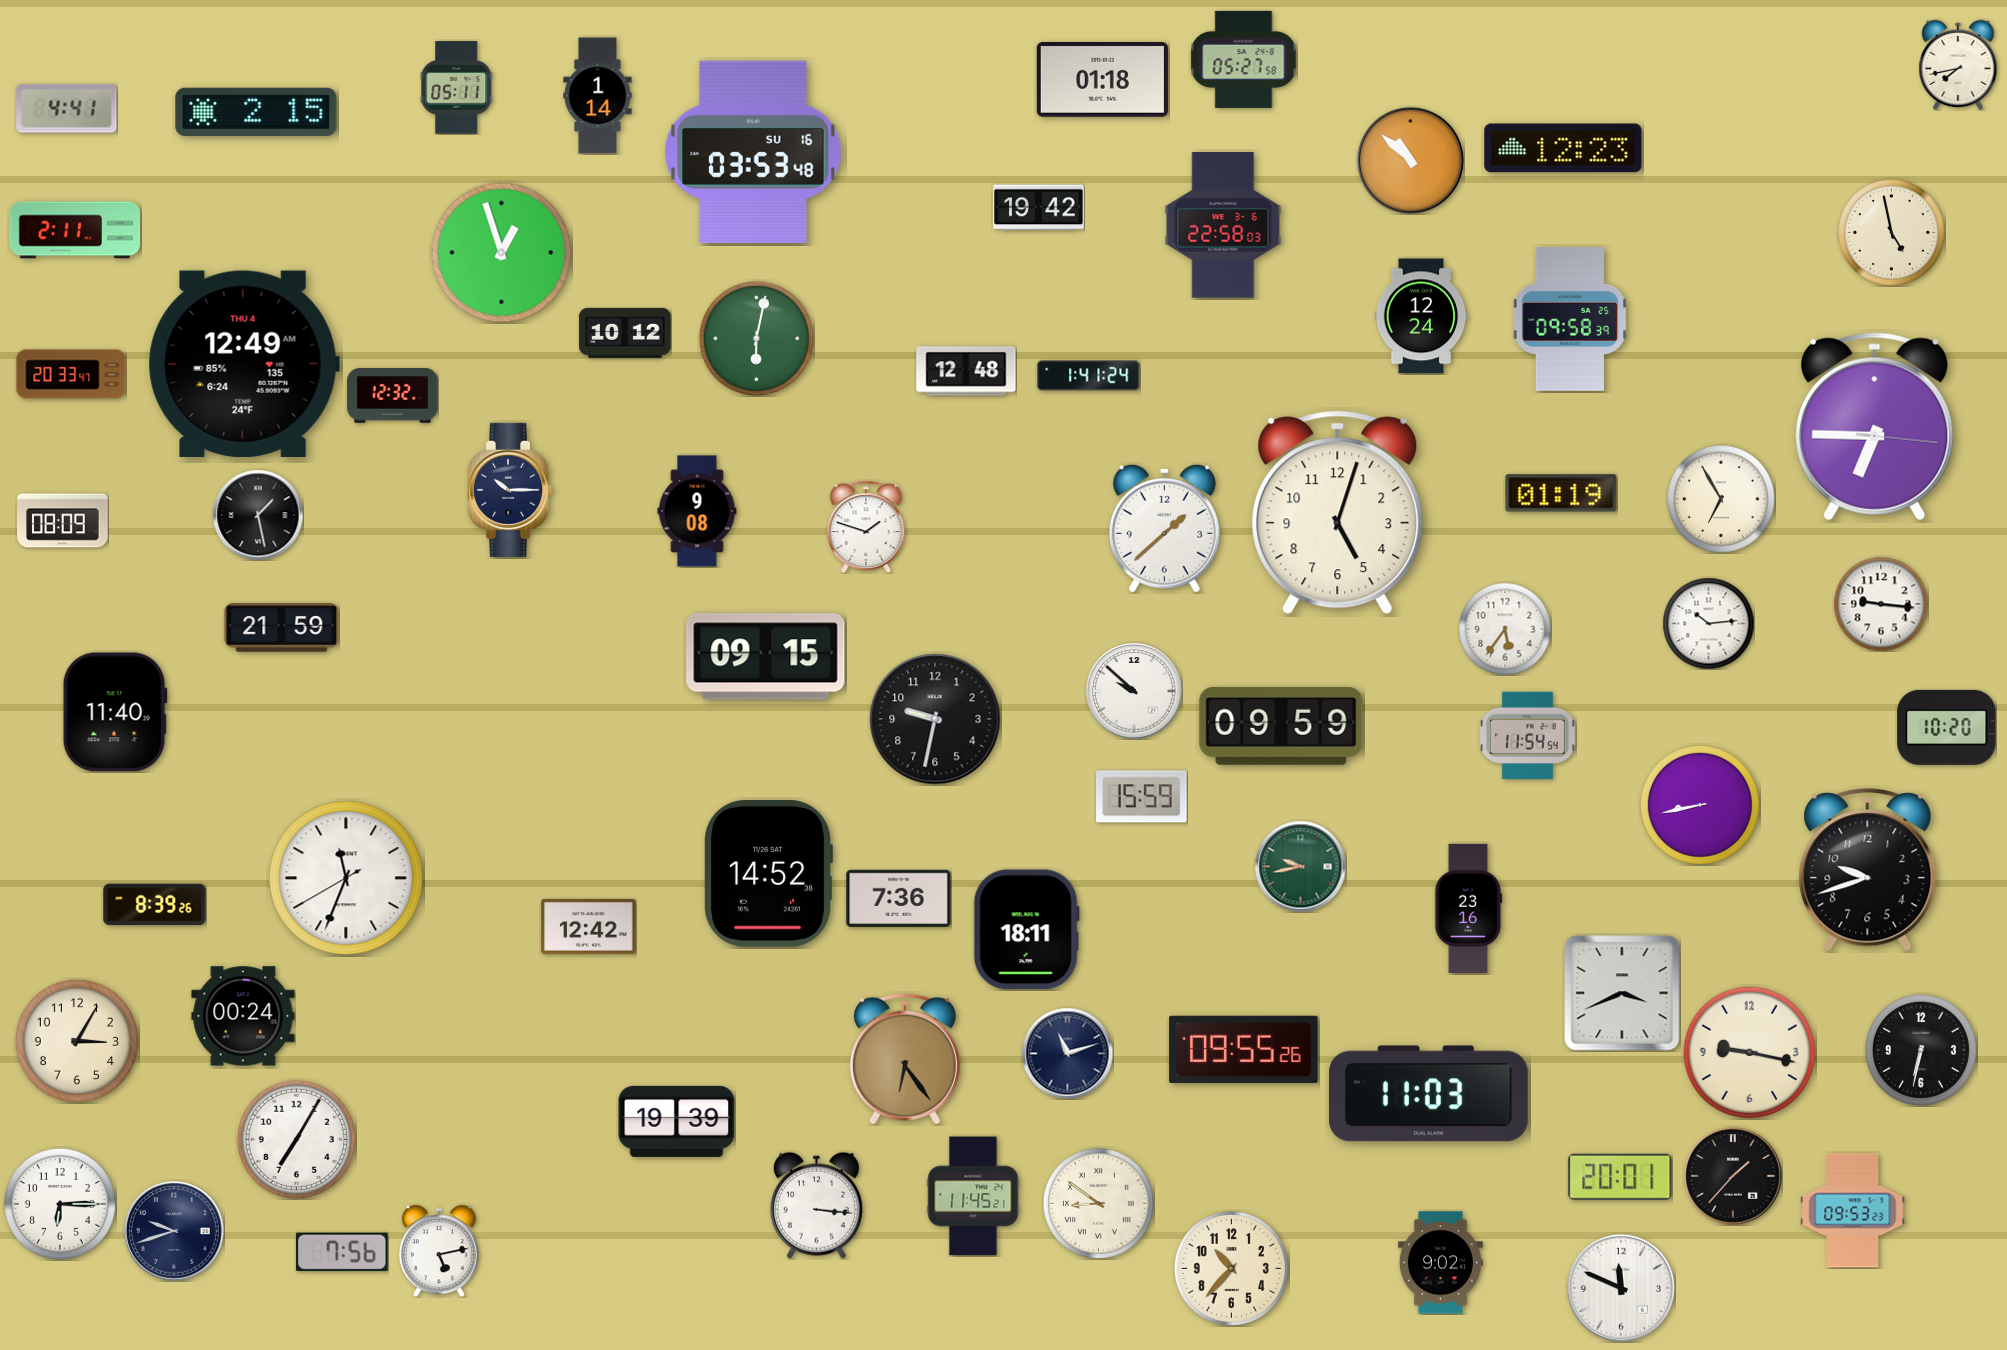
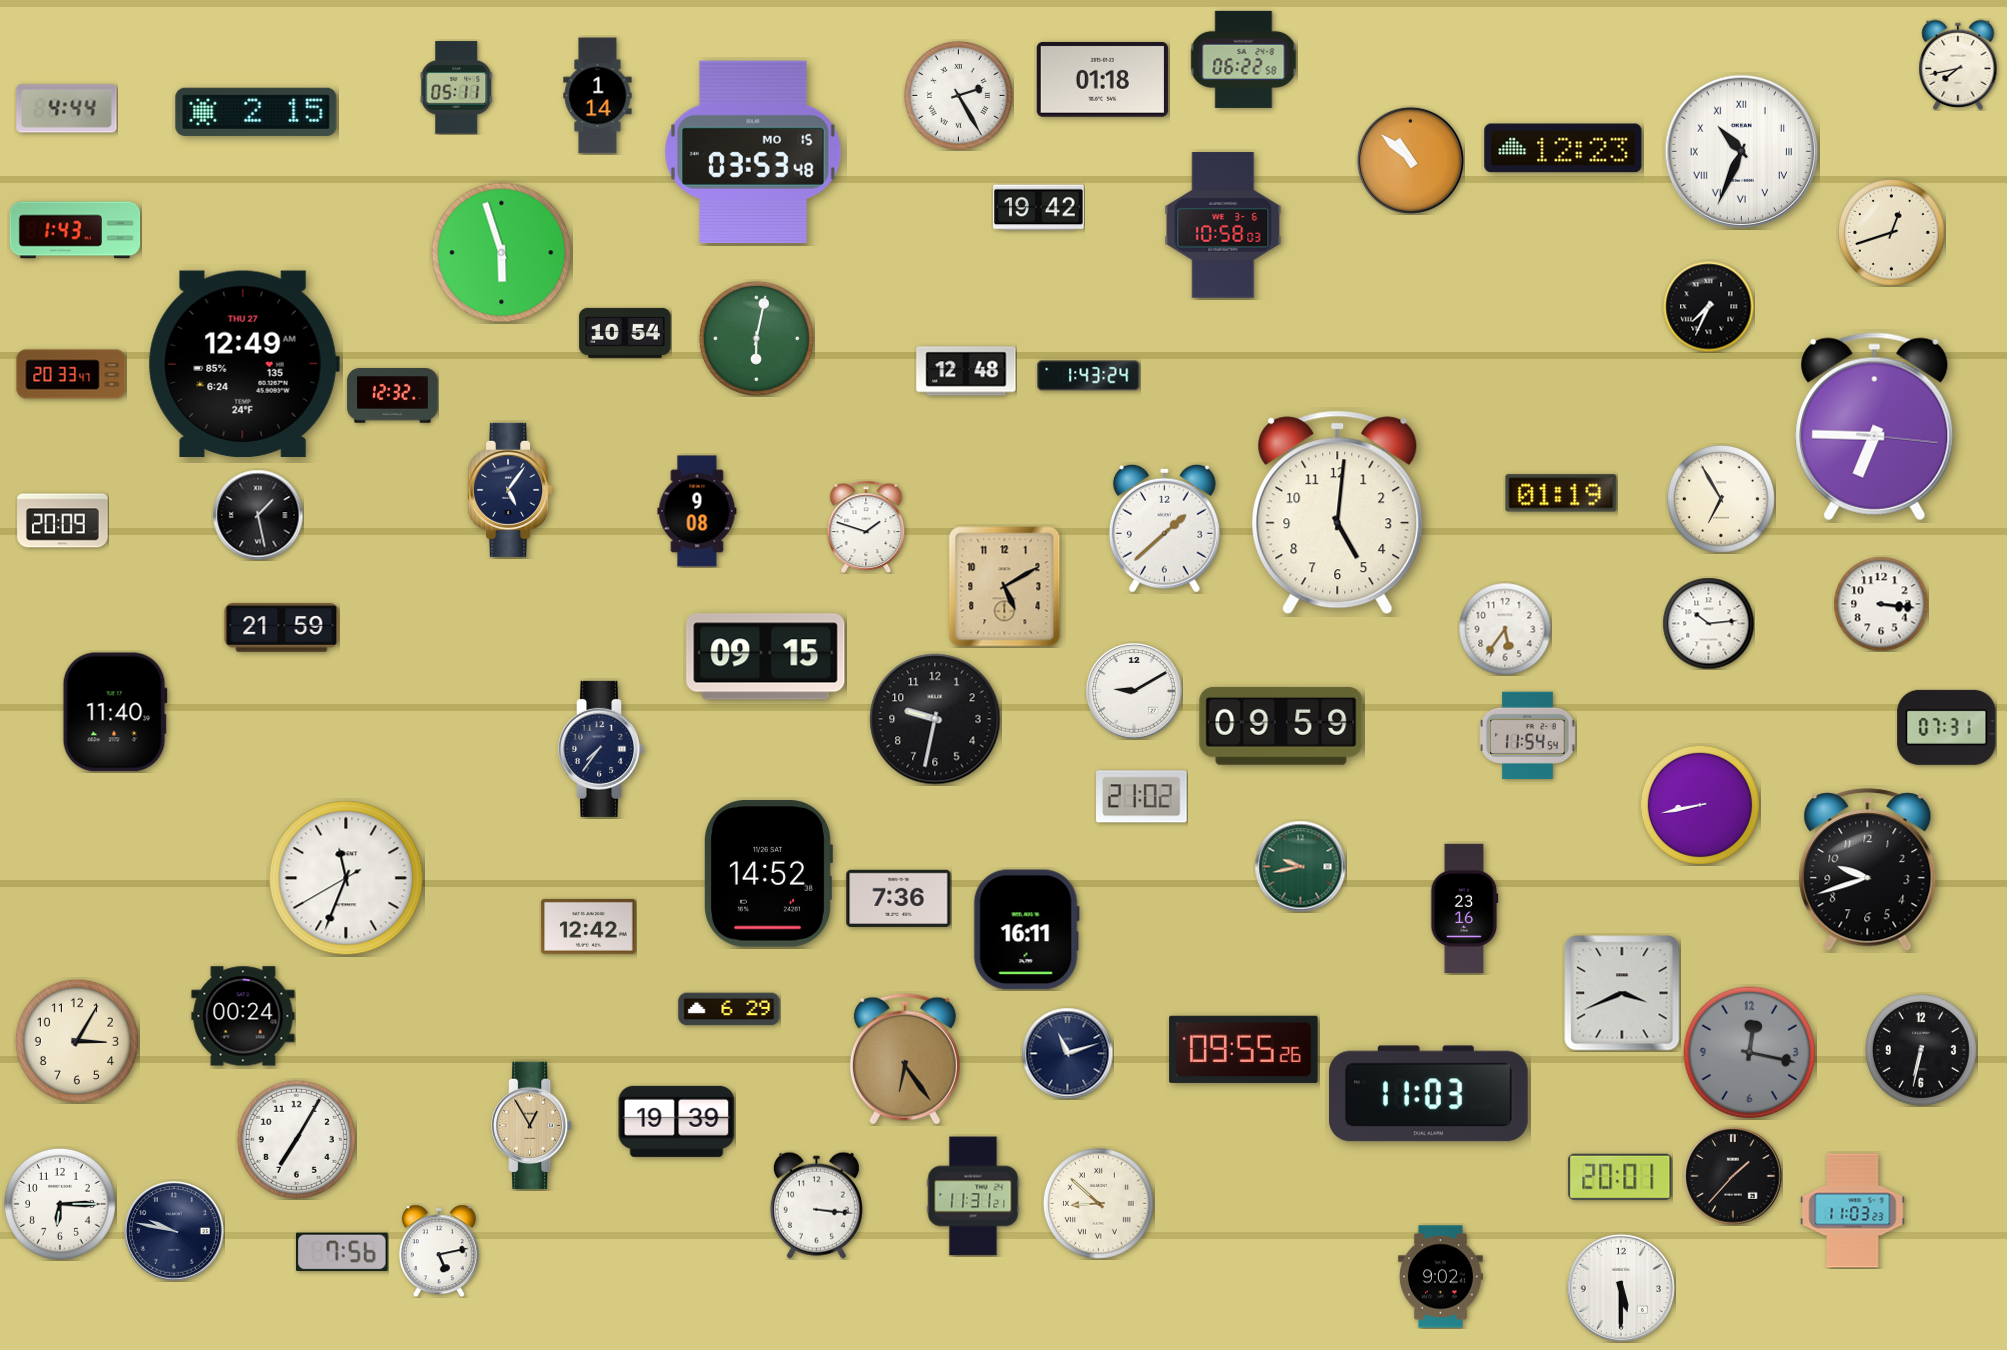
clock at (1244, 59): 05:27 -> 06:22
clock at (959, 96): none -> 2:25
clock at (67, 109): 4:41 -> 4:44
clock at (1741, 151): none -> 10:34
clock at (753, 152) date: SU 16 -> MO 15
clock at (1223, 225): 22:58 -> 10:58
clock at (75, 230): 2:11 -> 1:43
clock at (1892, 233): 4:58 -> 12:42
clock at (502, 253): 12:57 -> 5:57
clock at (1708, 306): none -> 7:34
clock at (1421, 316): 12:24 -> none
clock at (1570, 319): 09:58 -> none
clock at (625, 333): 10:12 -> 10:54
clock at (244, 364) date: THU 4 -> THU 27
clock at (1089, 376): 1:41 -> 1:43
clock at (511, 490): 10:15 -> 5:06
clock at (1338, 513): 5:03 -> 5:01
clock at (63, 521): 08:09 -> 20:09
clock at (1005, 587): none -> 5:10
clock at (1881, 604): 9:16 -> 3:16
clock at (1134, 691): 9:52 -> 9:10
clock at (1947, 727): 10:20 -> 07:31
clock at (601, 749): none -> 7:36
clock at (1142, 797): 15:59 -> 21:02
clock at (155, 905): 8:39 -> none
clock at (1469, 909) position: (1469, 909) -> (1465, 909)
clock at (1026, 930): 18:11 -> 16:11
clock at (729, 1009): none -> 6:29
clock at (1750, 1053): 9:17 -> 12:17
clock at (1750, 1053) dial: cream -> grey
clock at (532, 1126): none -> 12:55
clock at (973, 1196): 11:45 -> 11:31
clock at (1098, 1203): 8:51 -> 8:52
clock at (1853, 1211): 09:53 -> 11:03
clock at (175, 1232): 9:42 -> 9:47
clock at (1440, 1263) position: (1440, 1263) -> (1440, 1277)
clock at (1231, 1268): 10:37 -> none
clock at (1621, 1288): 11:49 -> 5:30
